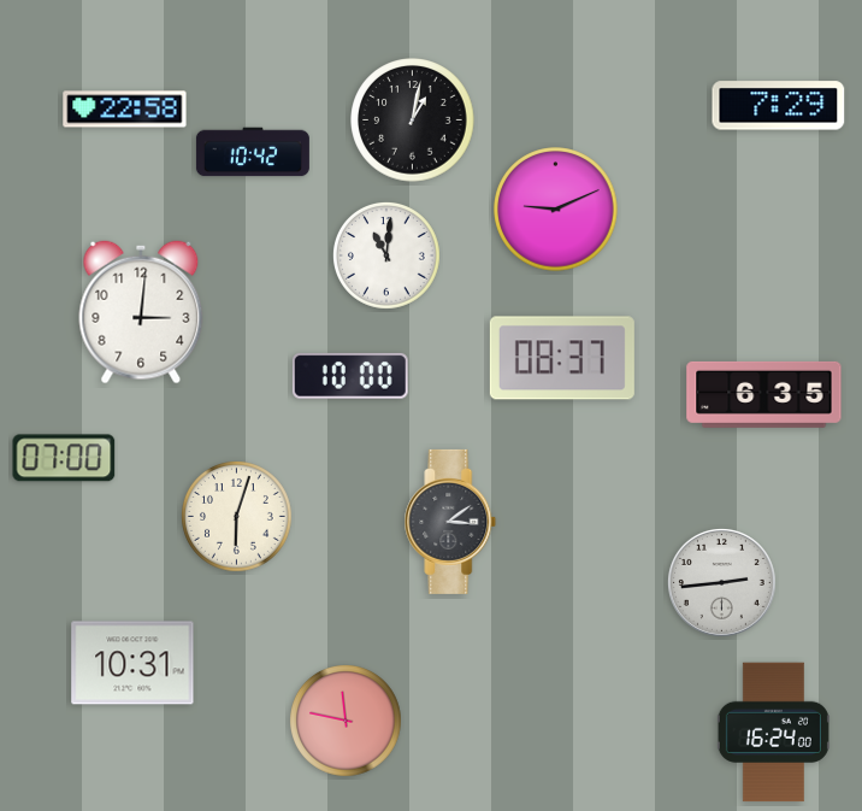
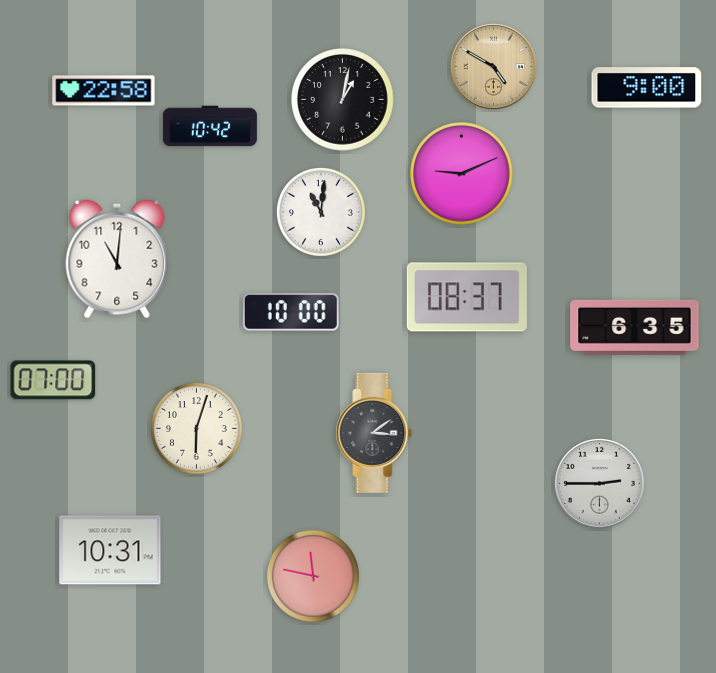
clock at (494, 67): none -> 4:50
clock at (779, 106): 7:29 -> 9:00
clock at (141, 312): 3:01 -> 11:01
clock at (721, 582): 2:44 -> 2:45
clock at (347, 722) position: (347, 722) -> (314, 577)
clock at (773, 733): 16:24 -> none
